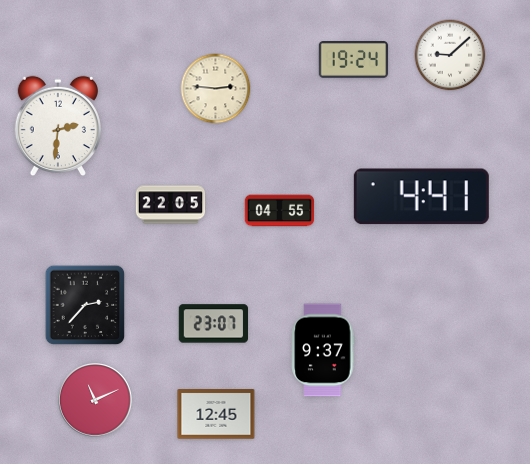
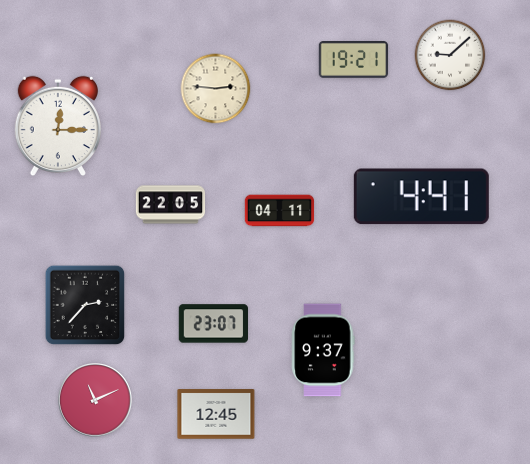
clock at (354, 60): 19:24 -> 19:21
clock at (58, 126): 2:31 -> 12:15
clock at (280, 211): 04:55 -> 04:11
